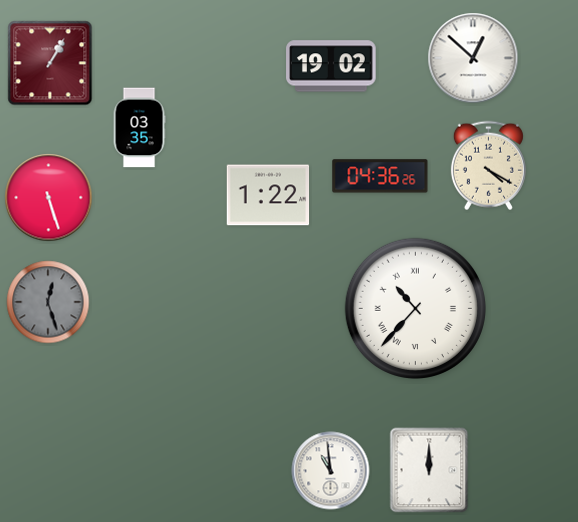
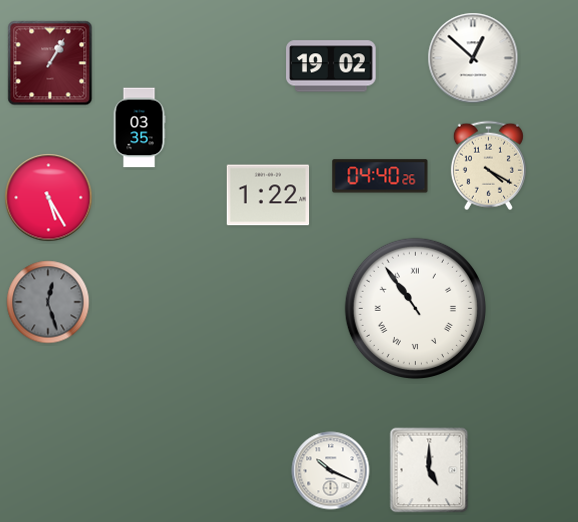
clock at (380, 176): 04:36 -> 04:40
clock at (49, 198): 5:27 -> 5:25
clock at (415, 308): 10:37 -> 10:54
clock at (429, 470): 12:00 -> 5:00
clock at (331, 471): 10:59 -> 10:19
